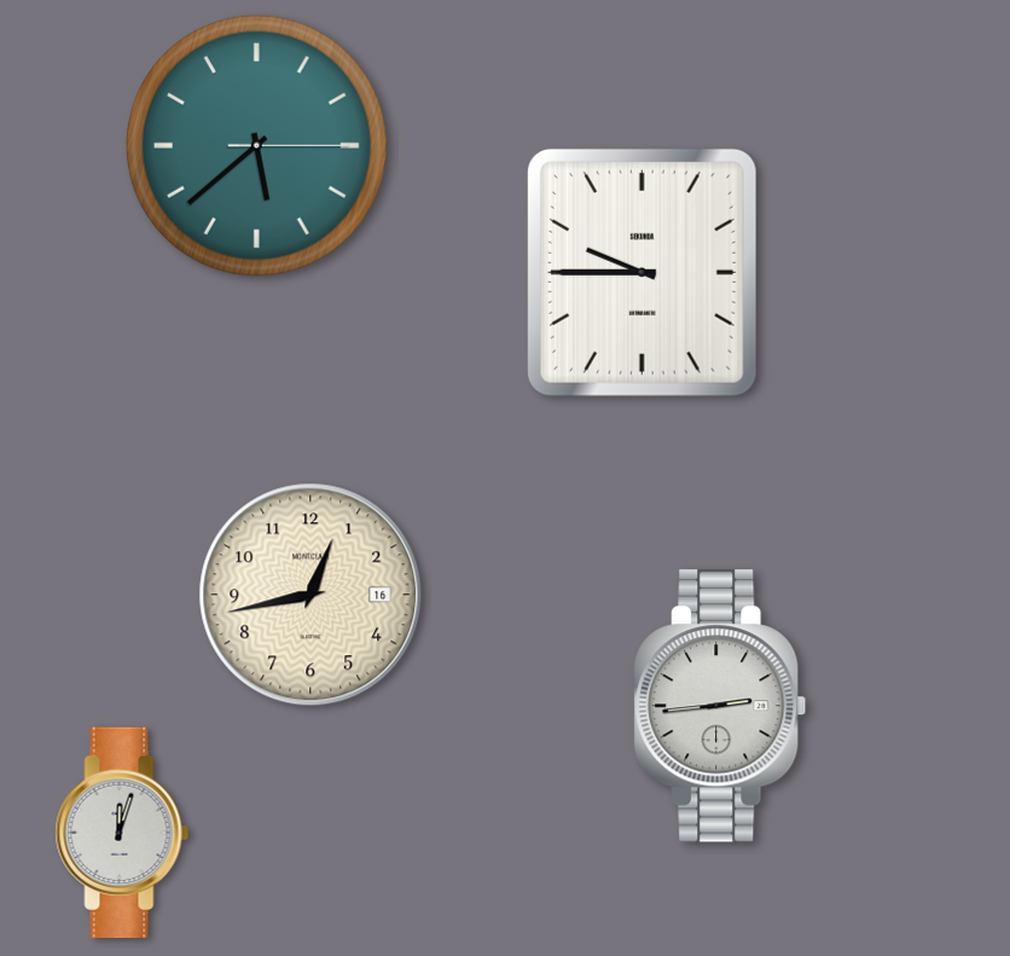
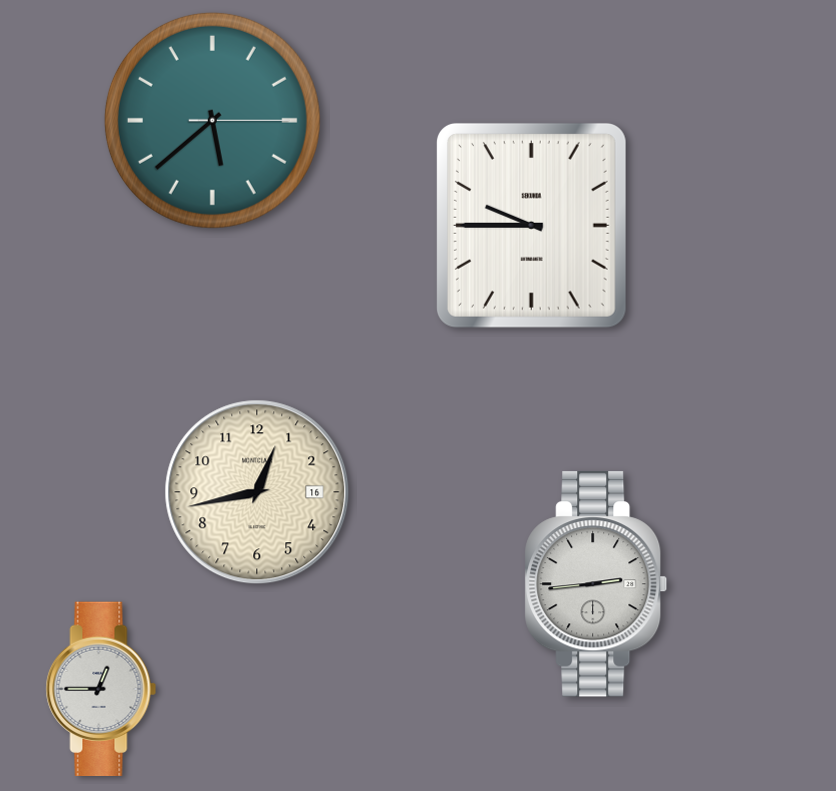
clock at (122, 832): 12:03 -> 12:45
